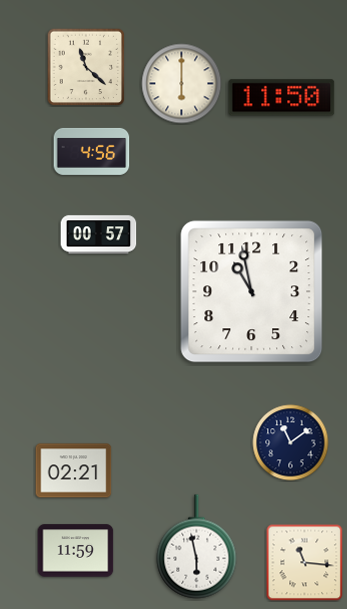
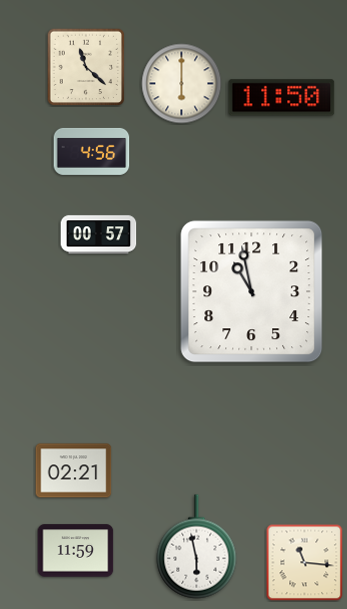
clock at (291, 443): 11:09 -> none
